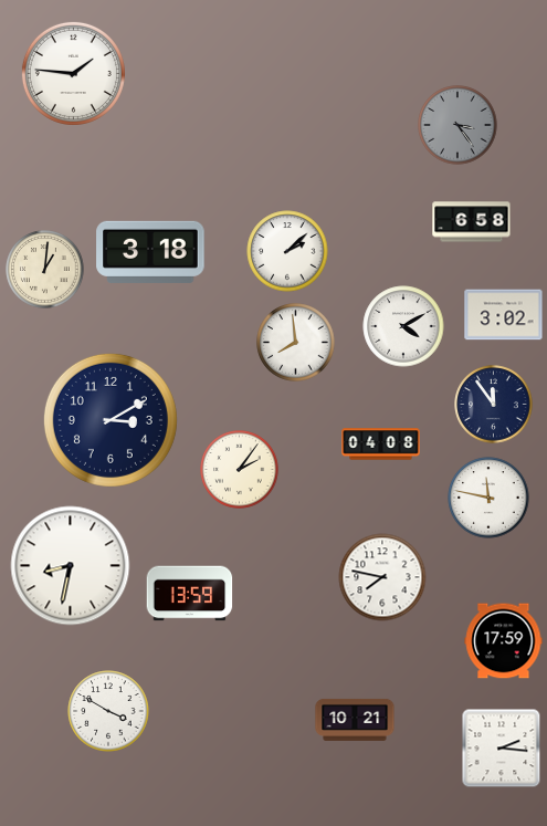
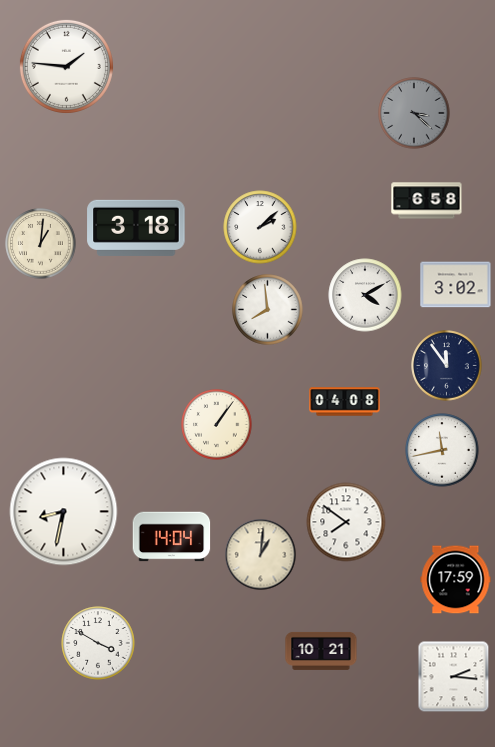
clock at (457, 125): 3:24 -> 3:22
clock at (111, 420): 3:10 -> none
clock at (240, 470): 2:06 -> 1:06
clock at (488, 498): 11:47 -> 11:43
clock at (382, 577): 7:47 -> 7:51
clock at (190, 594): 13:59 -> 14:04
clock at (261, 555): none -> 1:01
